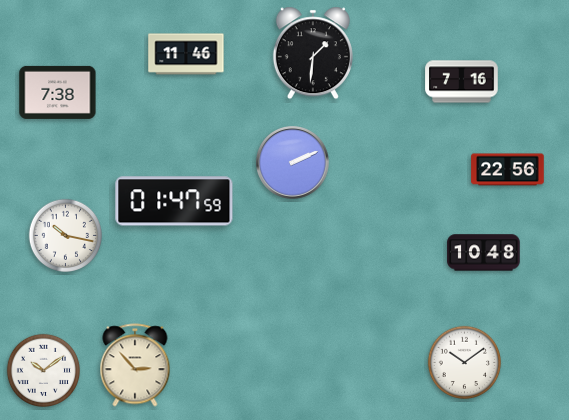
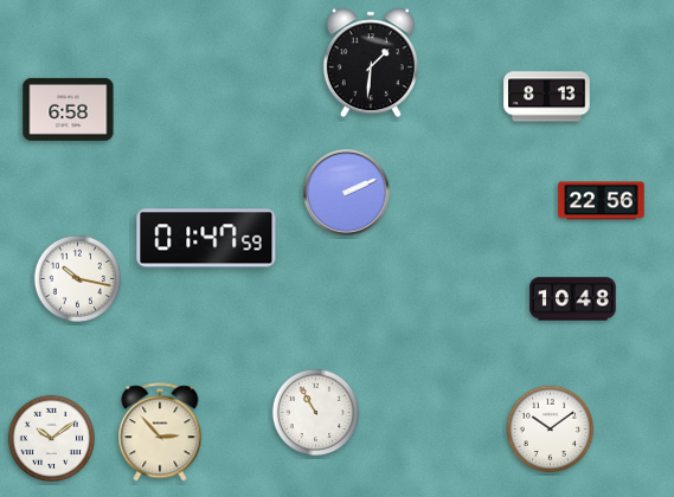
clock at (186, 54): 11:46 -> none
clock at (462, 82): 7:16 -> 8:13
clock at (58, 92): 7:38 -> 6:58
clock at (316, 413): none -> 10:55
